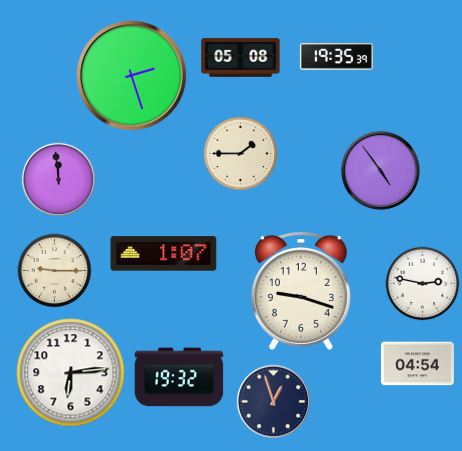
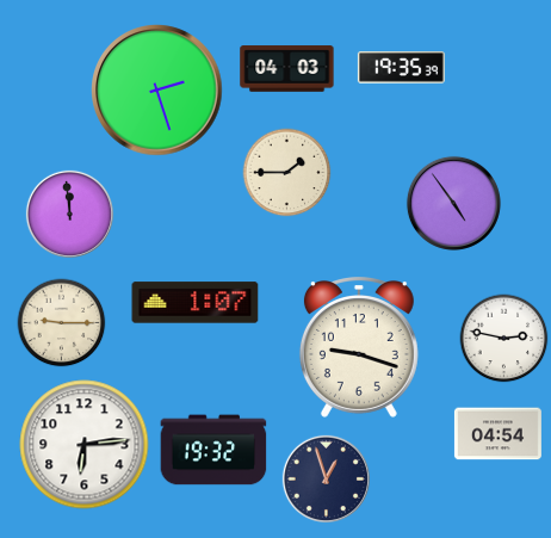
clock at (241, 58): 05:08 -> 04:03
clock at (241, 154) position: (241, 154) -> (287, 173)
clock at (55, 271) position: (55, 271) -> (62, 323)
